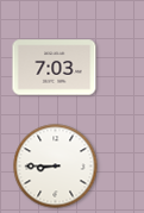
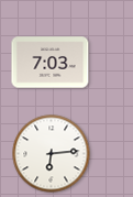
clock at (56, 167): 8:45 -> 6:14
